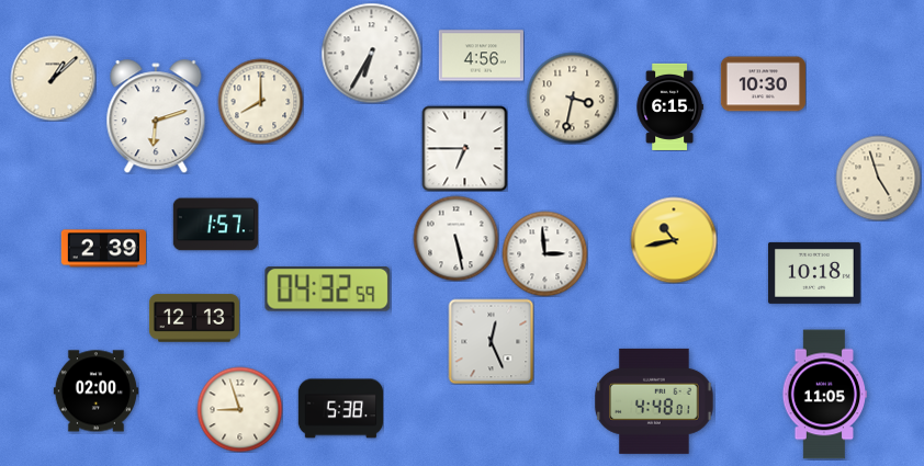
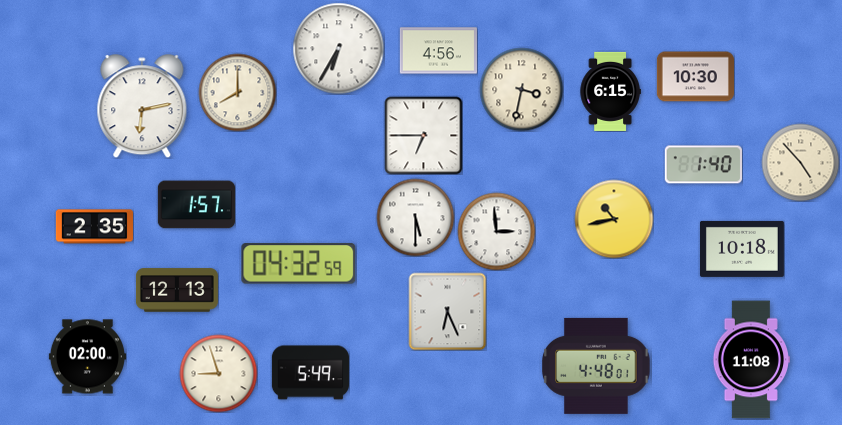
clock at (53, 78): 1:08 -> none
clock at (669, 106) position: (669, 106) -> (610, 91)
clock at (156, 116): 6:12 -> 6:13
clock at (878, 178): 4:57 -> 4:53
clock at (703, 165): none -> 1:40
clock at (455, 238): 5:28 -> 5:30
clock at (103, 249): 2:39 -> 2:35
clock at (491, 341): 12:26 -> 6:26
clock at (823, 395): 11:05 -> 11:08
clock at (340, 409): 5:38 -> 5:49
